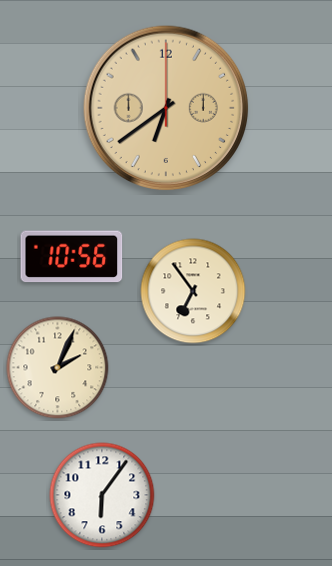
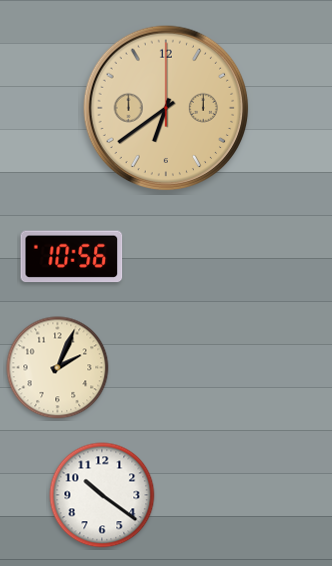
clock at (193, 291): 6:54 -> none
clock at (102, 495): 6:06 -> 10:21
